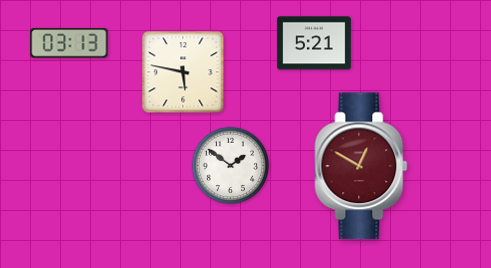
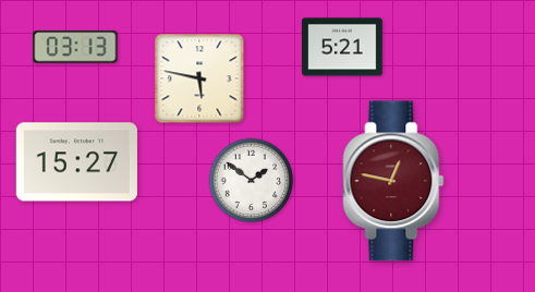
clock at (76, 162): none -> 15:27
clock at (361, 166): 12:50 -> 12:47
